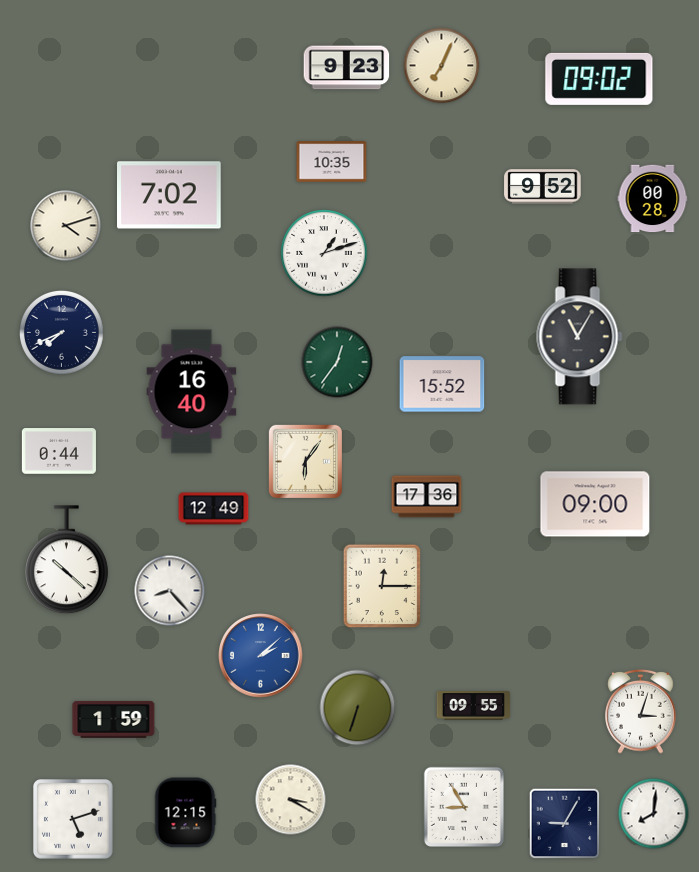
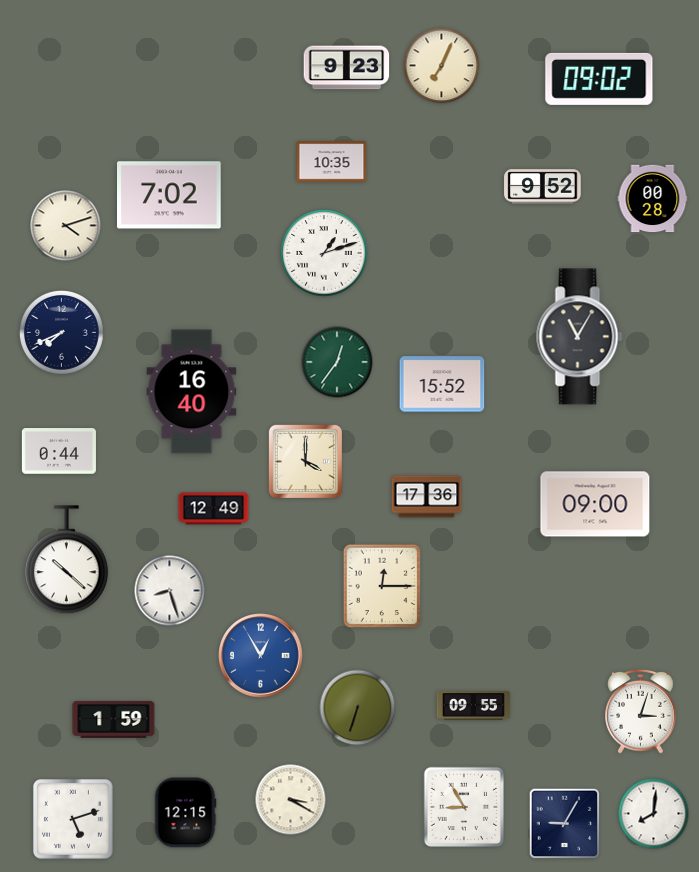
clock at (305, 461): 6:06 -> 4:00
clock at (170, 591): 8:23 -> 8:27
clock at (261, 656): 2:08 -> 12:55
